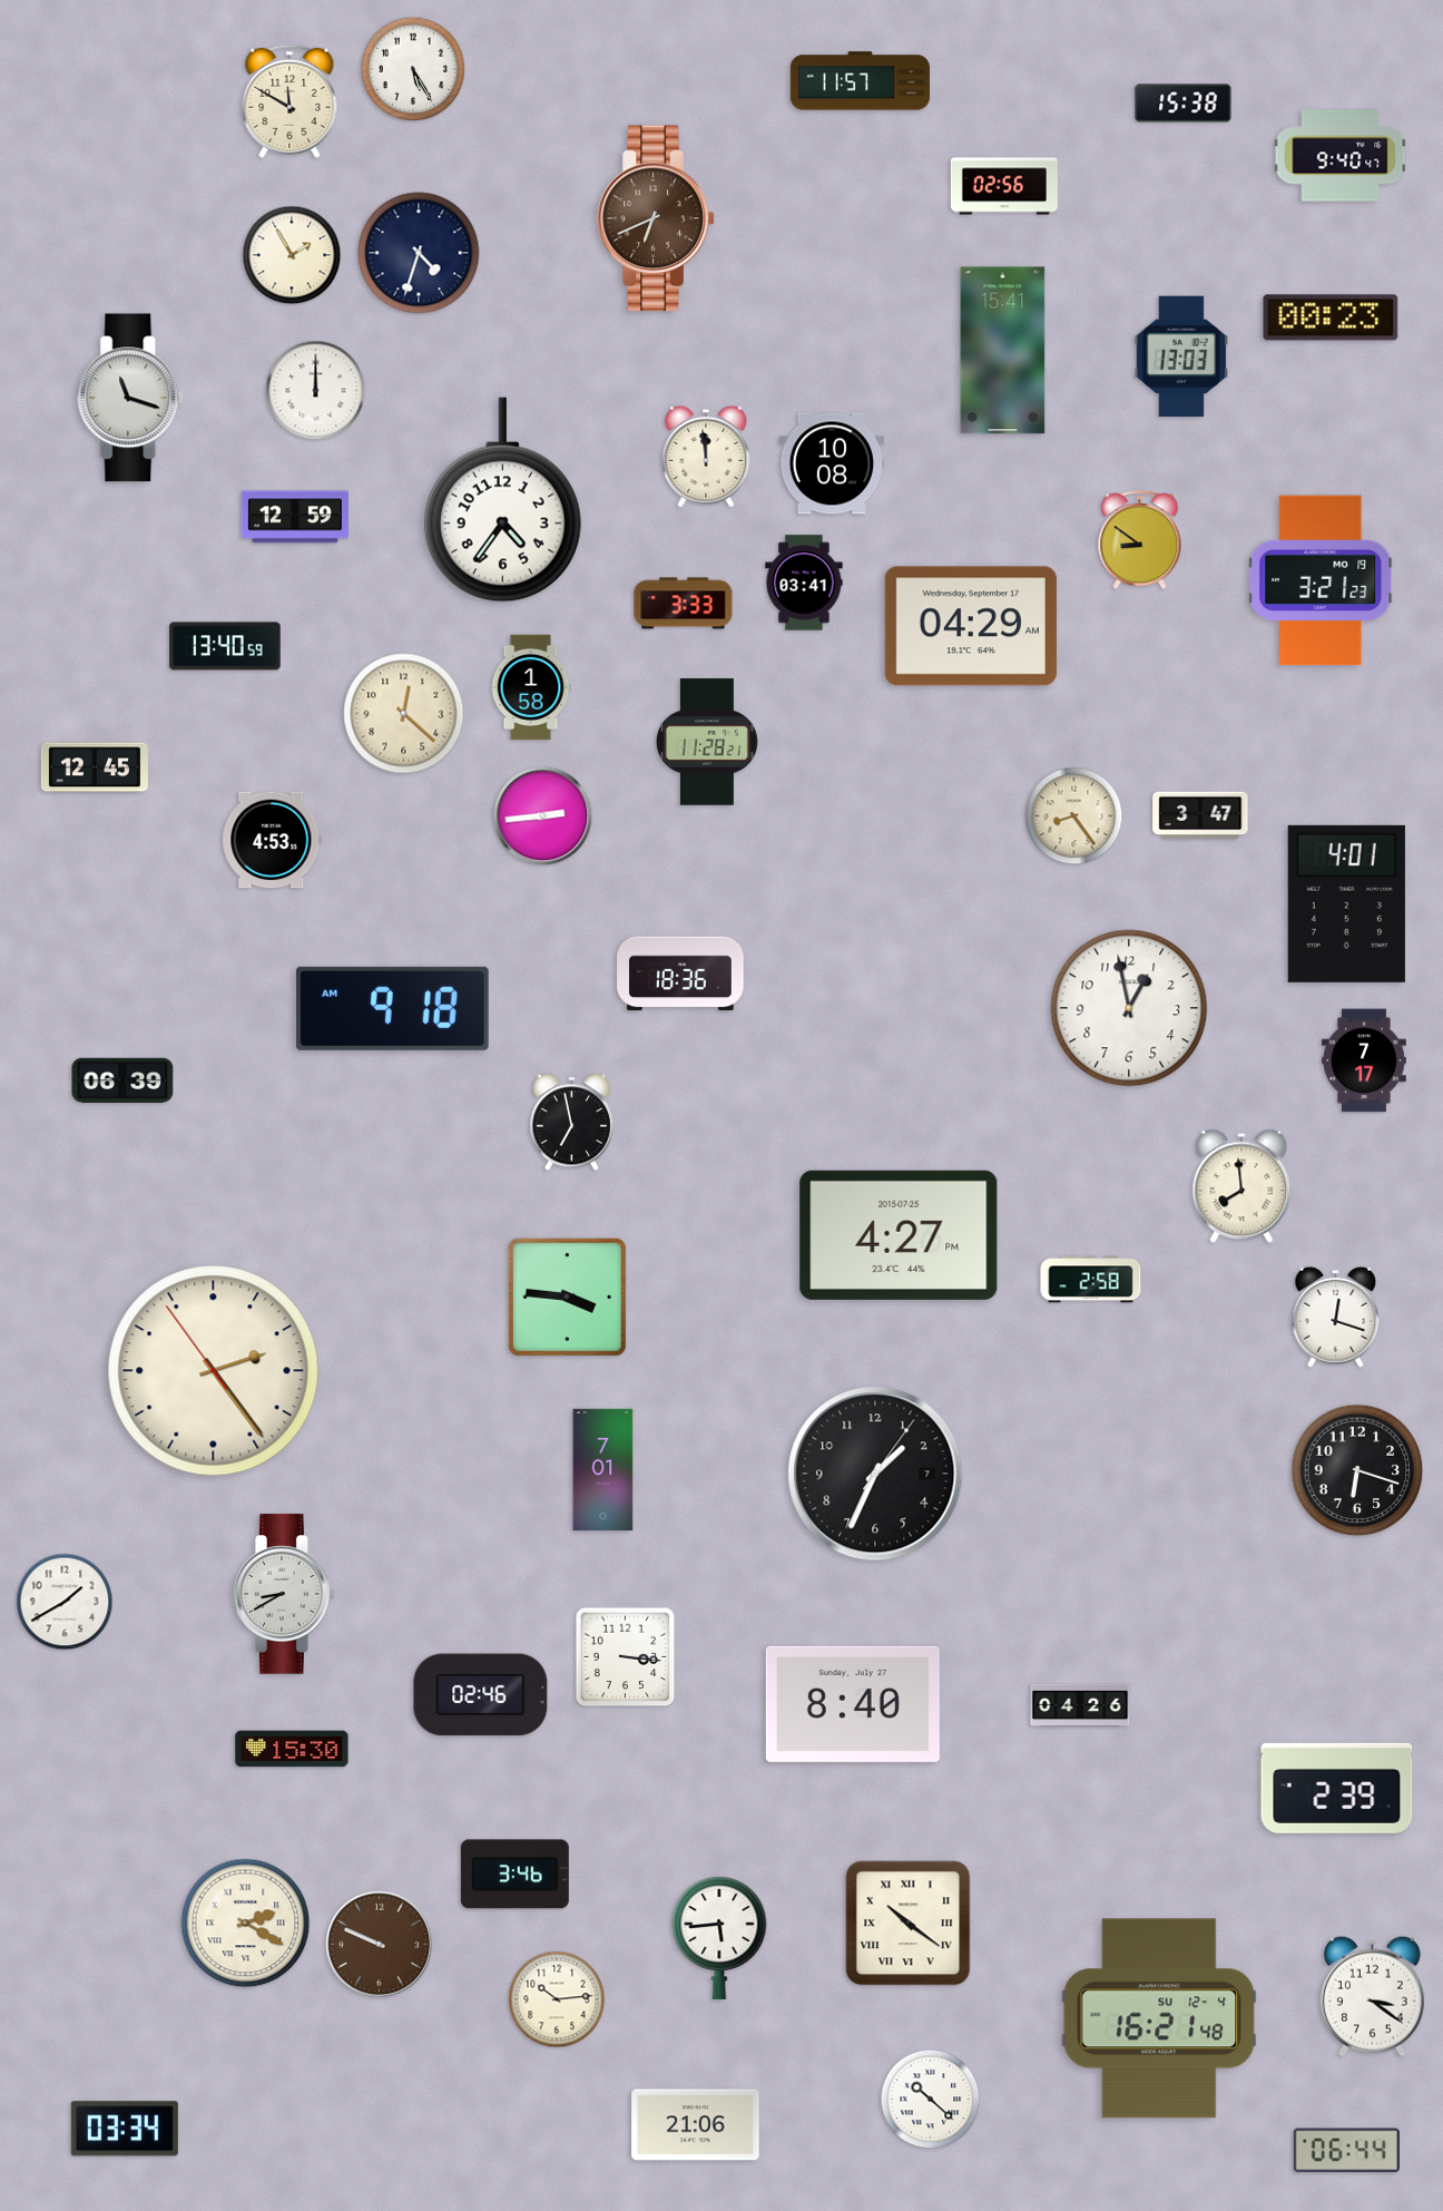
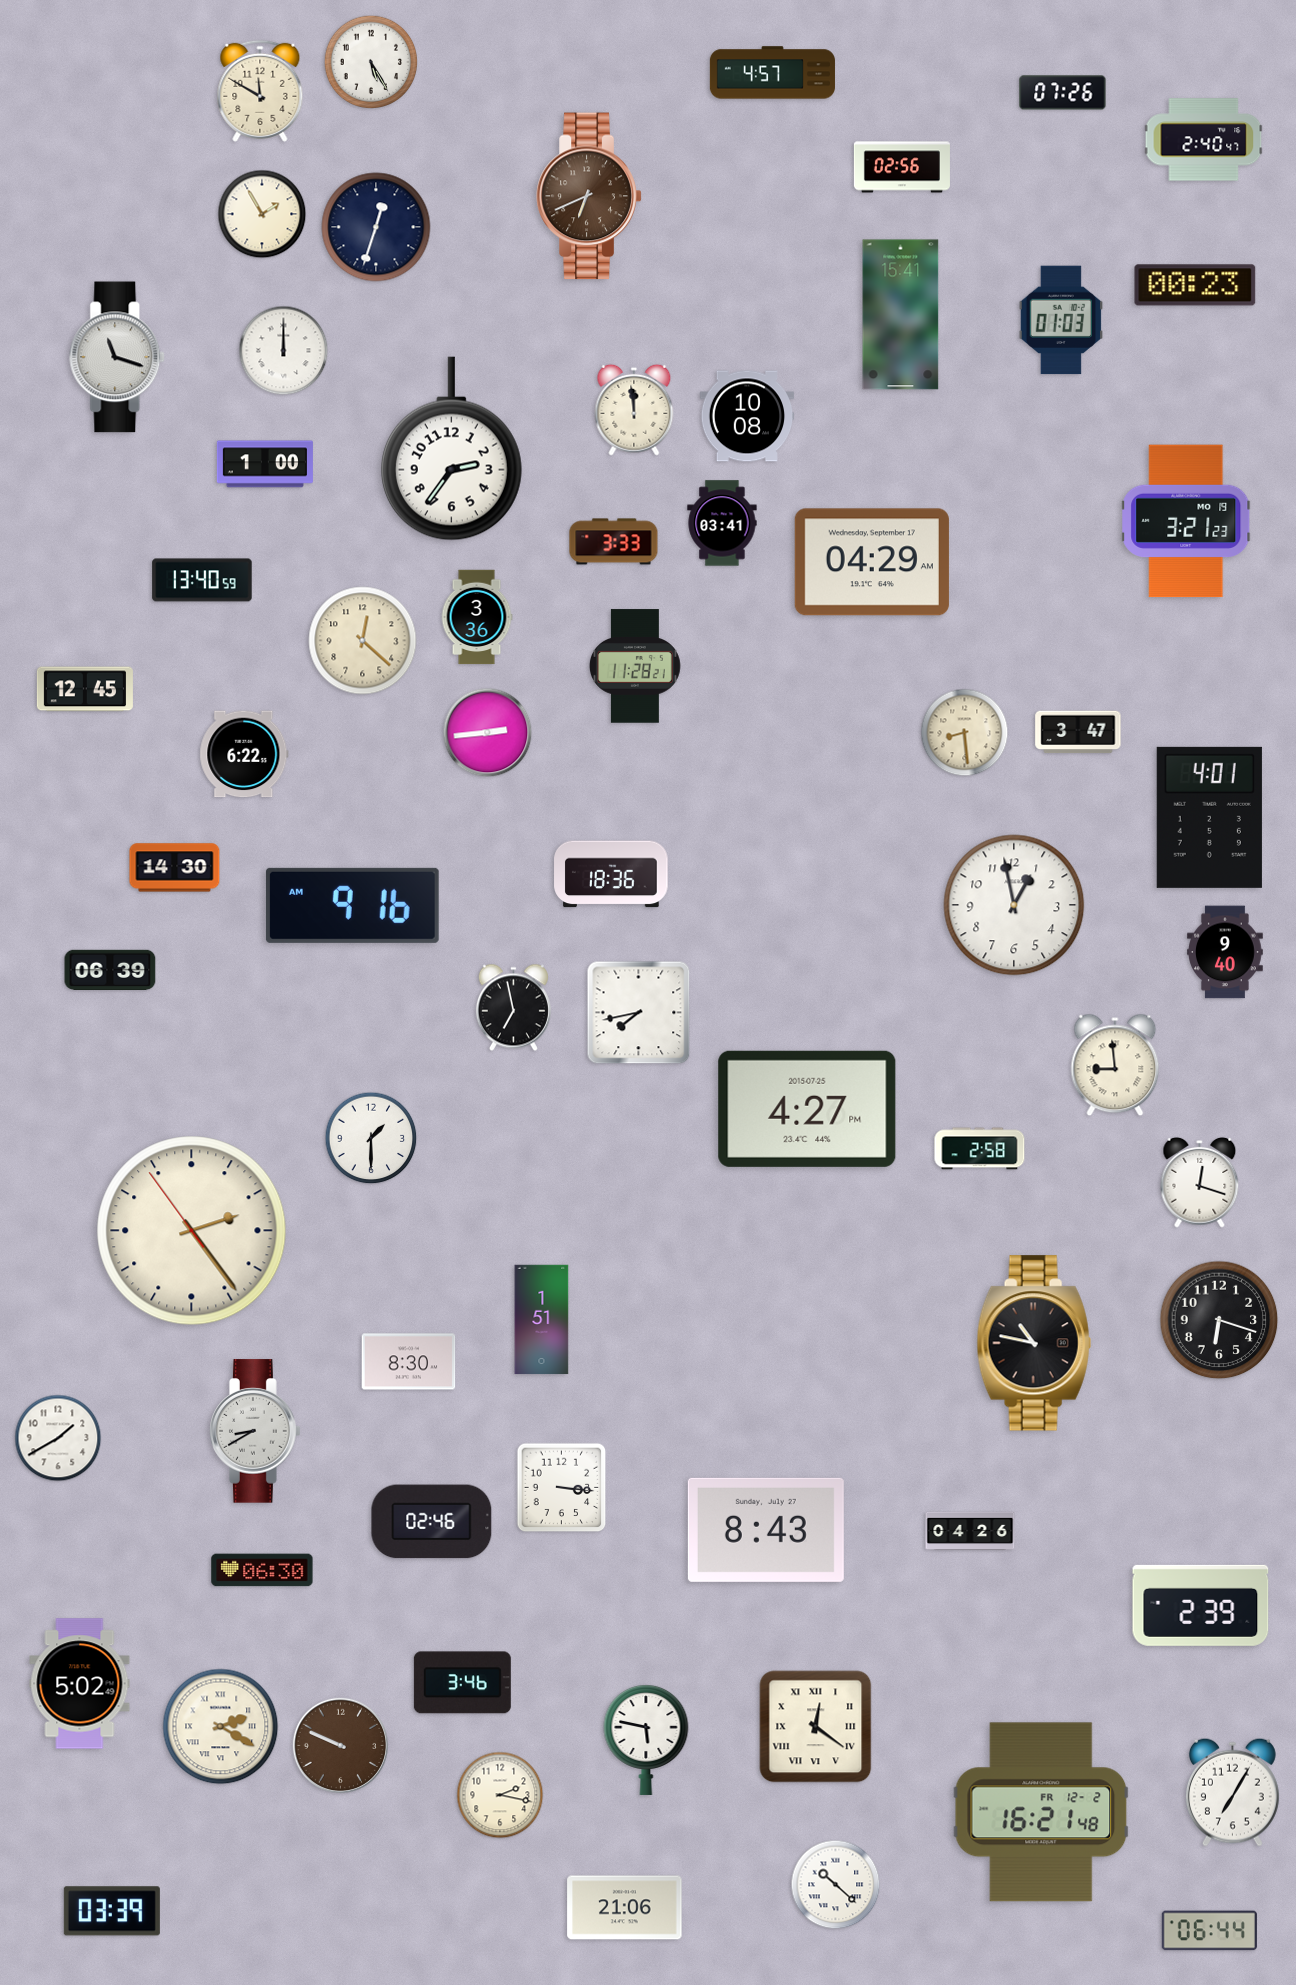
clock at (860, 81): 11:57 -> 4:57
clock at (1184, 104): 15:38 -> 07:26
clock at (1341, 156): 9:40 -> 2:40
clock at (419, 253): 4:33 -> 12:33
clock at (292, 255) position: (292, 255) -> (262, 214)
clock at (1181, 356): 13:03 -> 01:03
clock at (502, 500): 4:36 -> 2:36
clock at (295, 517): 12:59 -> 1:00
clock at (1140, 540): 8:51 -> none
clock at (531, 687): 1:58 -> 3:36
clock at (1074, 816): 8:24 -> 8:29
clock at (272, 840): 4:53 -> 6:22
clock at (1346, 903) position: (1346, 903) -> (1209, 817)
clock at (175, 868): none -> 14:30
clock at (392, 1008): 9:18 -> 9:16
clock at (1365, 1060): 7:17 -> 9:40
clock at (639, 1013): none -> 7:43
clock at (1241, 1186): 7:59 -> 8:59
clock at (371, 1138): none -> 1:30
clock at (567, 1297): 3:46 -> none
clock at (603, 1470): 7:01 -> 1:51
clock at (875, 1474): 1:34 -> none
clock at (1034, 1343): none -> 10:47
clock at (409, 1362): none -> 8:30
clock at (853, 1704): 8:40 -> 8:43
clock at (292, 1749): 15:30 -> 06:30
clock at (80, 1684): none -> 5:02
clock at (909, 1924): 10:21 -> 12:21
clock at (719, 1937): 5:44 -> 5:47
clock at (1372, 1996): 3:21 -> 7:05
clock at (557, 1999): 10:14 -> 2:17
clock at (1159, 2018) date: SU 12-4 -> FR 12-2
clock at (125, 2129): 03:34 -> 03:39
